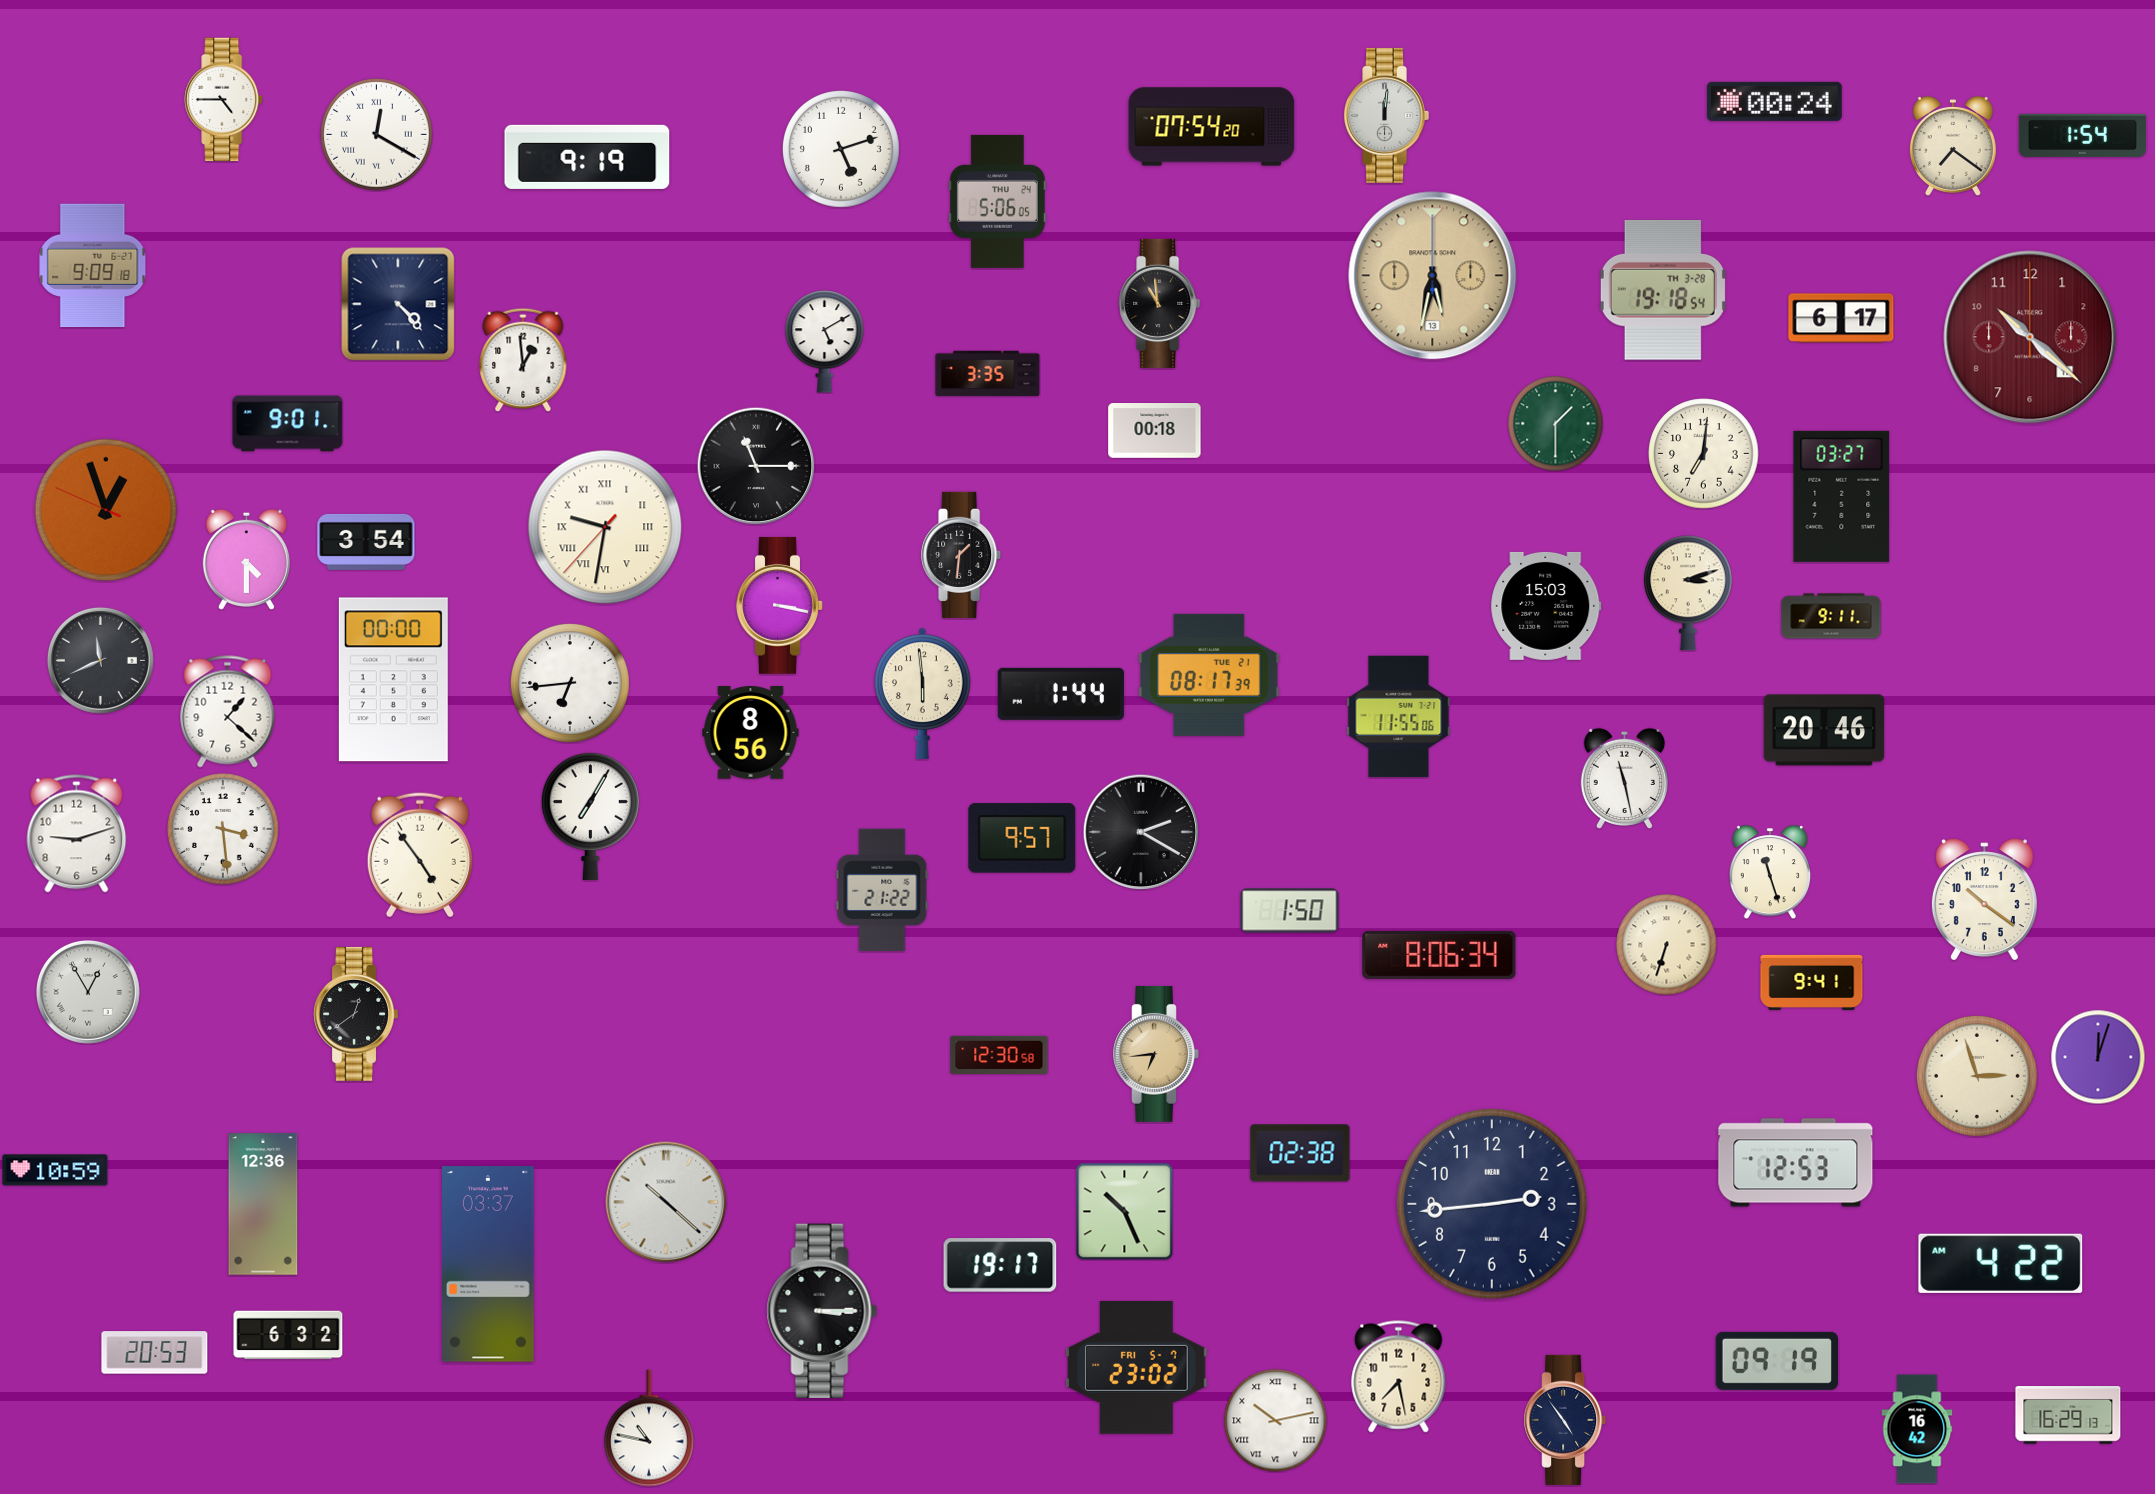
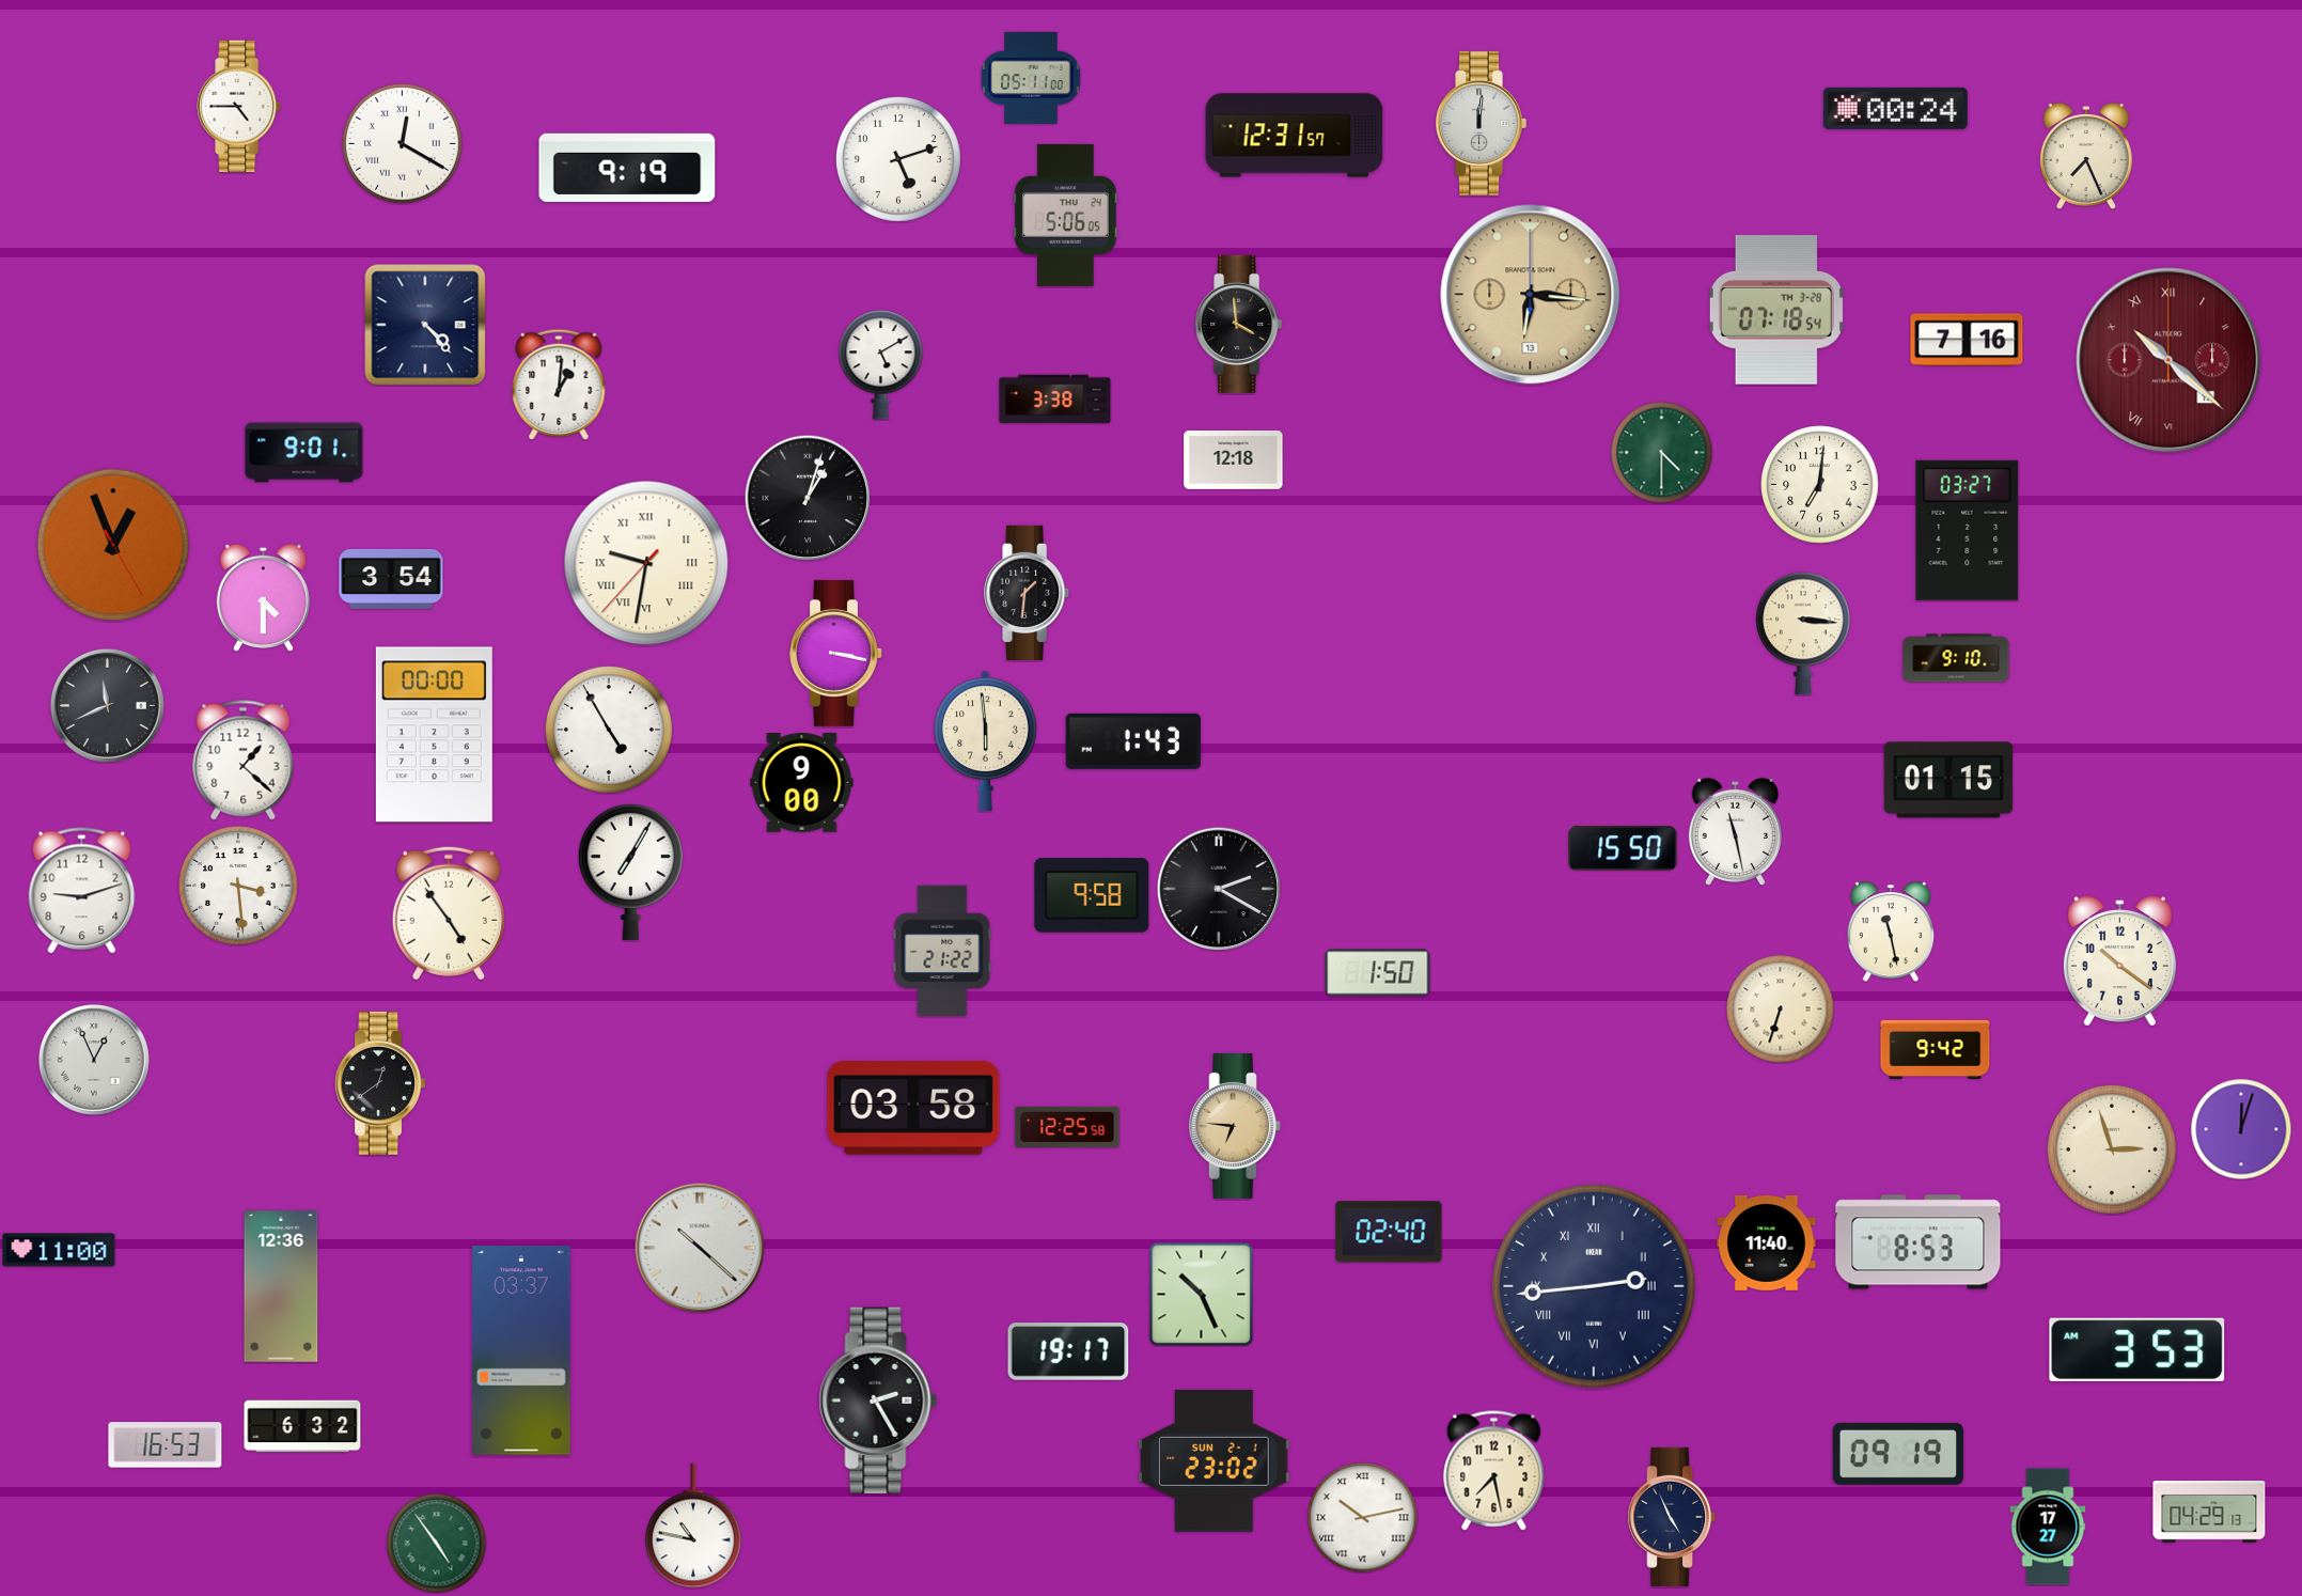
clock at (1031, 78): none -> 05:11
clock at (1212, 127): 07:54 -> 12:31
clock at (2082, 135): 1:54 -> none
clock at (1953, 146): 7:21 -> 7:26
clock at (93, 265): 9:09 -> none
clock at (1433, 276): 5:32 -> 6:16
clock at (1663, 290): 19:18 -> 07:18
clock at (1160, 303): 10:59 -> 3:59
clock at (1841, 318): 6:17 -> 7:16
clock at (2030, 337) numerals: Arabic -> Roman
clock at (523, 360): 12:59 -> 1:01
clock at (988, 374): 3:35 -> 3:38
clock at (1555, 423): 1:30 -> 4:30
clock at (288, 424) position: (288, 424) -> (304, 453)
clock at (1155, 431): 00:18 -> 12:18
clock at (756, 466): 11:15 -> 1:03
clock at (106, 510): 12:56:49 -> 12:56:25
clock at (1688, 593): 3:12 -> 3:16
clock at (780, 605) position: (780, 605) -> (836, 653)
clock at (1546, 606): 15:03 -> none
clock at (1831, 616): 9:11 -> 9:10
clock at (1209, 675): 08:17 -> none
clock at (393, 680) position: (393, 680) -> (434, 735)
clock at (570, 683): 6:44 -> 4:55
clock at (1061, 694): 1:44 -> 1:43
clock at (1399, 717): 11:55 -> none
clock at (1824, 730): 20:46 -> 01:15
clock at (751, 733): 8:56 -> 9:00
clock at (1623, 848): none -> 15:50
clock at (1022, 838): 9:57 -> 9:58
clock at (1769, 872): 11:27 -> 11:28
clock at (1439, 955): 8:06 -> none
clock at (1812, 982): 9:41 -> 9:42
clock at (89, 993): 12:55 -> 12:56
clock at (913, 1108): none -> 03:58
clock at (999, 1054): 12:30 -> 12:25
clock at (1156, 1054): 6:44 -> 6:46
clock at (1300, 1153): 02:38 -> 02:40
clock at (1767, 1242): none -> 11:40
clock at (1796, 1163): 12:53 -> 8:53
clock at (55, 1170): 10:59 -> 11:00
clock at (666, 1202) position: (666, 1202) -> (700, 1248)
clock at (1493, 1205) numerals: Arabic -> Roman
clock at (2001, 1263): 4:22 -> 3:53
clock at (822, 1310): 3:15 -> 2:25
clock at (288, 1335) position: (288, 1335) -> (302, 1426)
clock at (155, 1353): 20:53 -> 16:53
clock at (1137, 1367) date: FRI 5-7 -> SUN 2-1
clock at (2068, 1415): 16:29 -> 04:29
clock at (1565, 1420): 4:54 -> 4:56
clock at (1917, 1429): 16:42 -> 17:27
clock at (436, 1543): none -> 4:54
